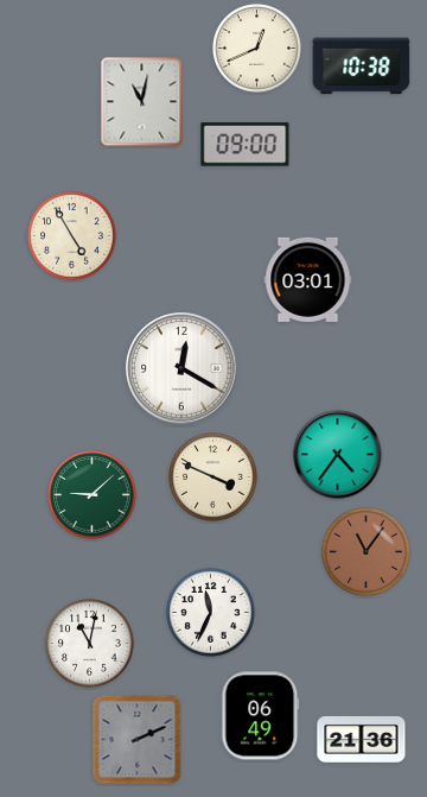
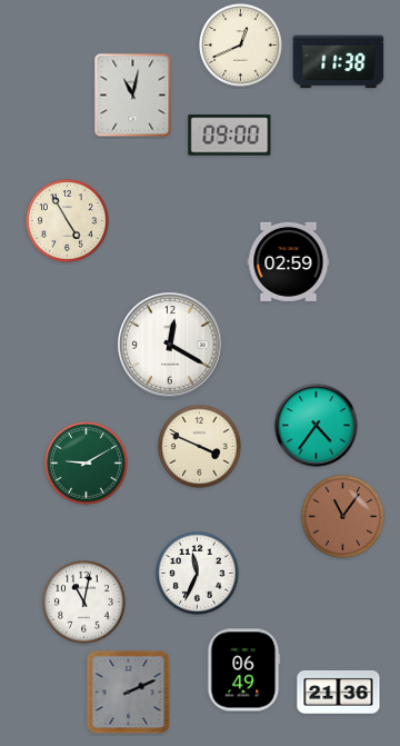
clock at (362, 67): 10:38 -> 11:38
clock at (308, 279): 03:01 -> 02:59
clock at (93, 495): 9:08 -> 9:10
